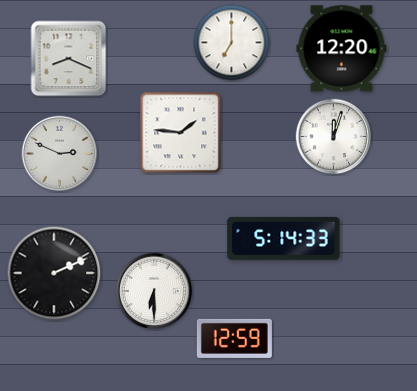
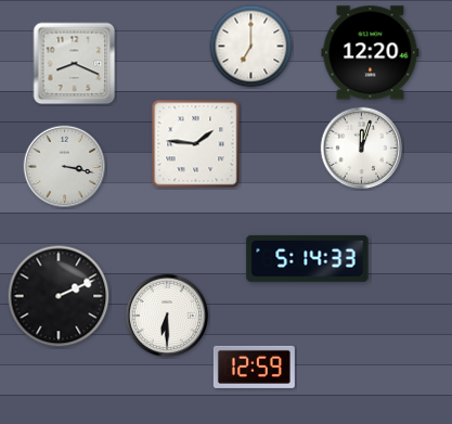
clock at (60, 154): 2:49 -> 3:17
